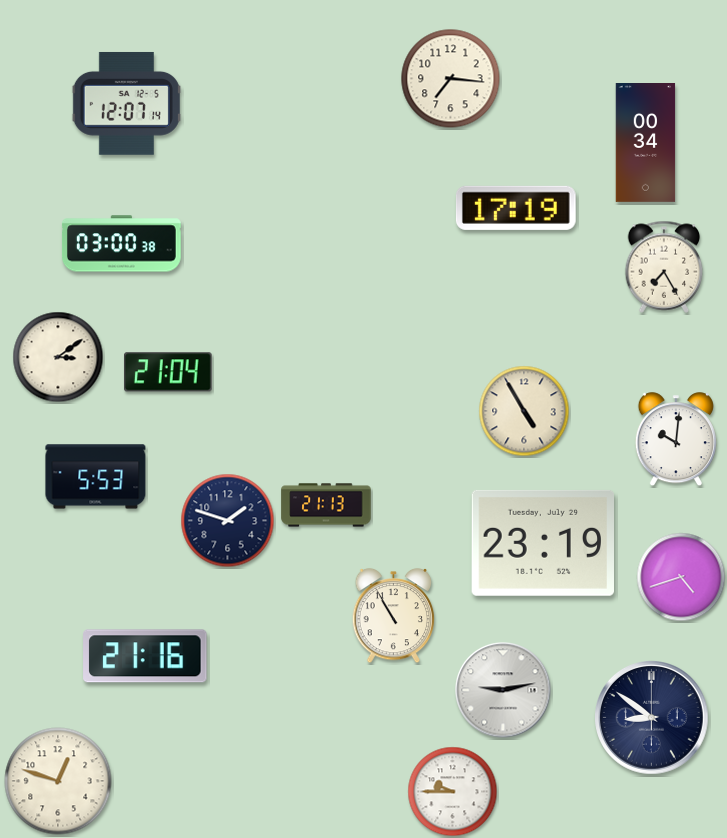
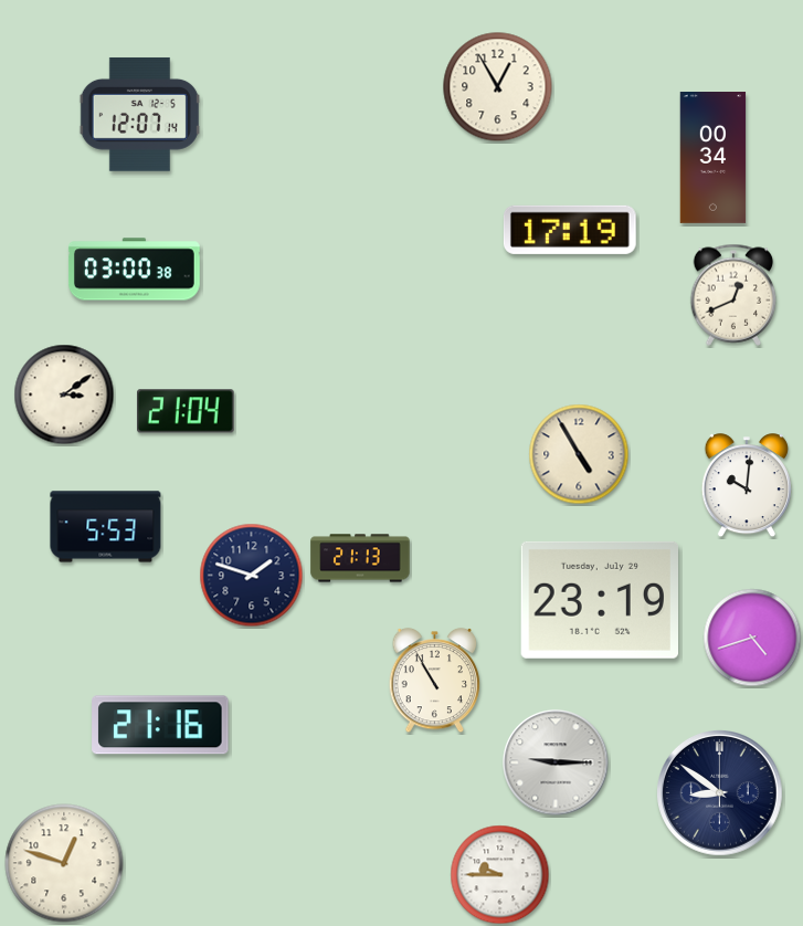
clock at (451, 79): 7:16 -> 12:55
clock at (664, 267): 7:25 -> 12:41
clock at (503, 690): 9:13 -> 9:15
